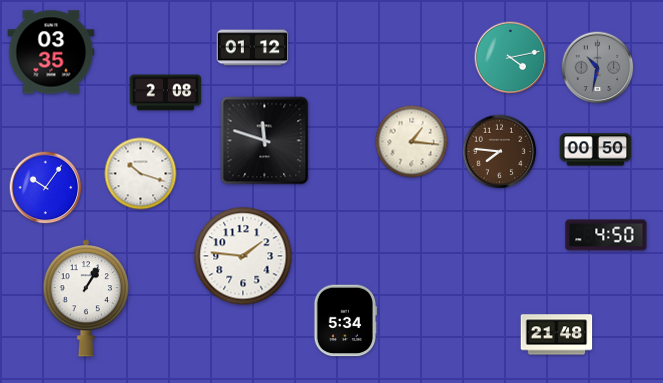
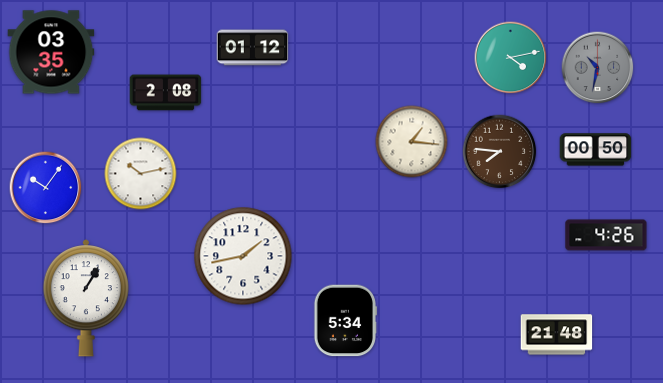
clock at (265, 141): 11:48 -> none
clock at (141, 174): 10:18 -> 10:13
clock at (606, 235): 4:50 -> 4:26
clock at (243, 256): 1:46 -> 1:43
